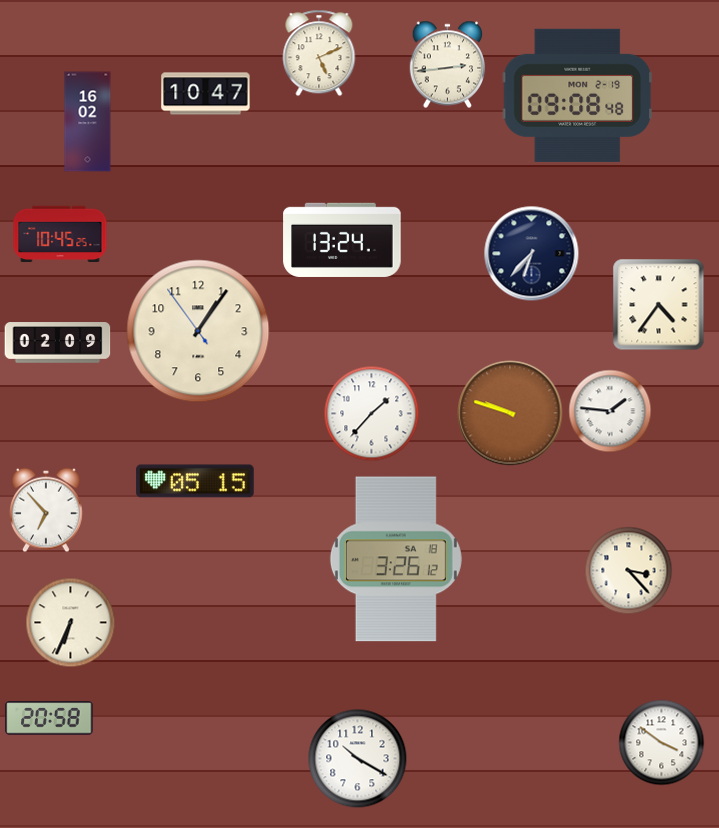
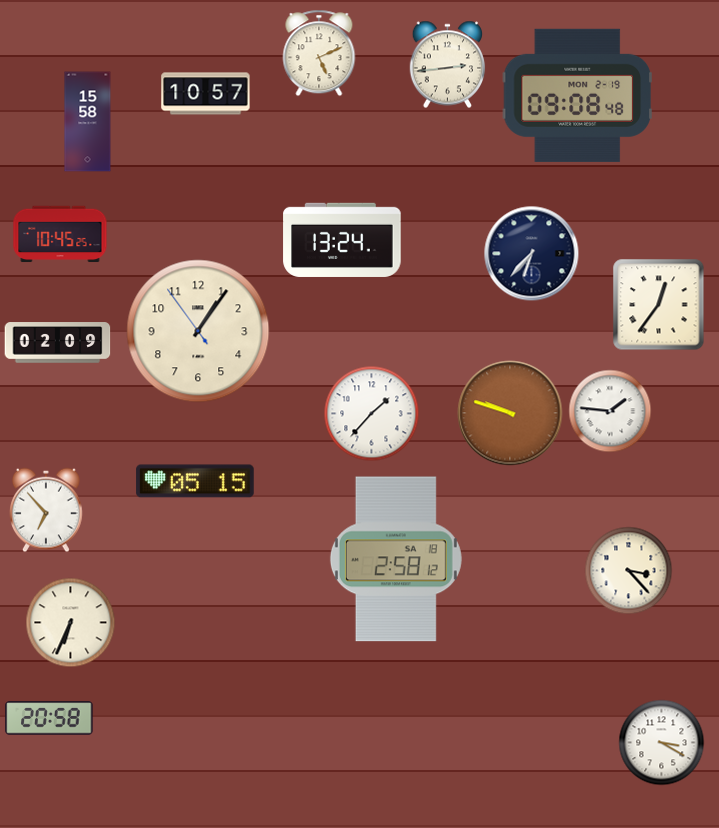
clock at (206, 94): 10:47 -> 10:57
clock at (88, 122): 16:02 -> 15:58
clock at (659, 305): 4:36 -> 12:36
clock at (396, 559): 3:26 -> 2:58
clock at (662, 743): 3:51 -> 3:20
clock at (358, 759): 10:20 -> none
